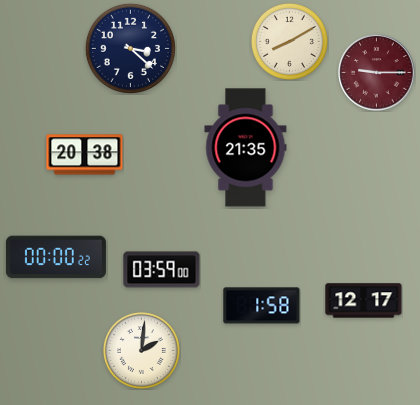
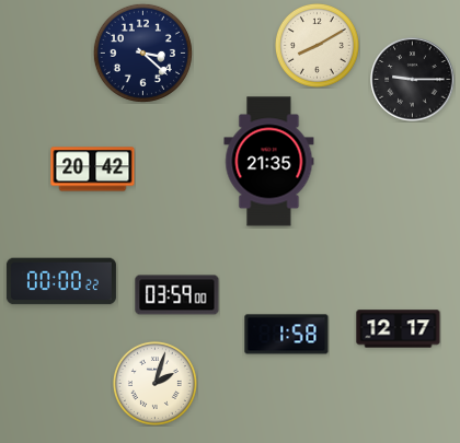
clock at (377, 73) dial: burgundy -> black
clock at (85, 155): 20:38 -> 20:42
clock at (141, 350): 2:01 -> 2:03
